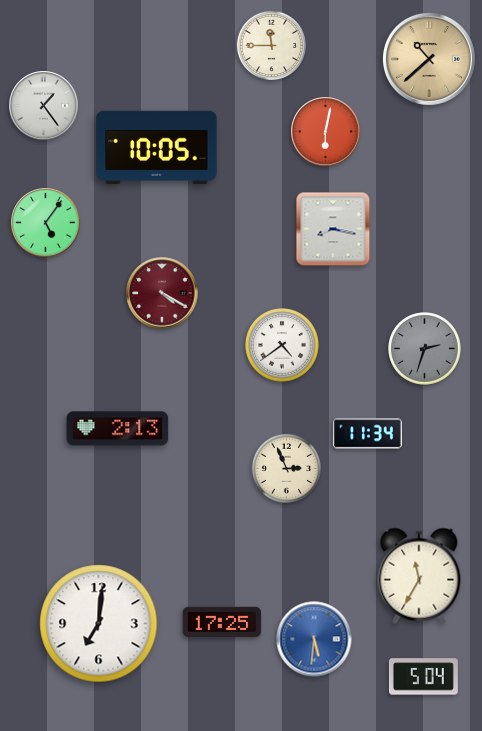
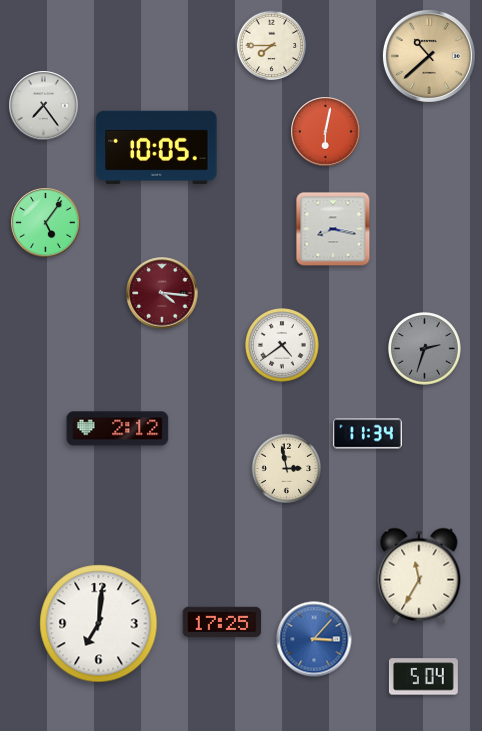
clock at (271, 45): 11:45 -> 7:45
clock at (429, 59) position: (429, 59) -> (429, 56)
clock at (44, 106): 1:24 -> 7:24
clock at (162, 293): 4:20 -> 4:16
clock at (118, 429): 2:13 -> 2:12
clock at (286, 468): 2:56 -> 2:58
clock at (314, 639): 5:31 -> 3:07
